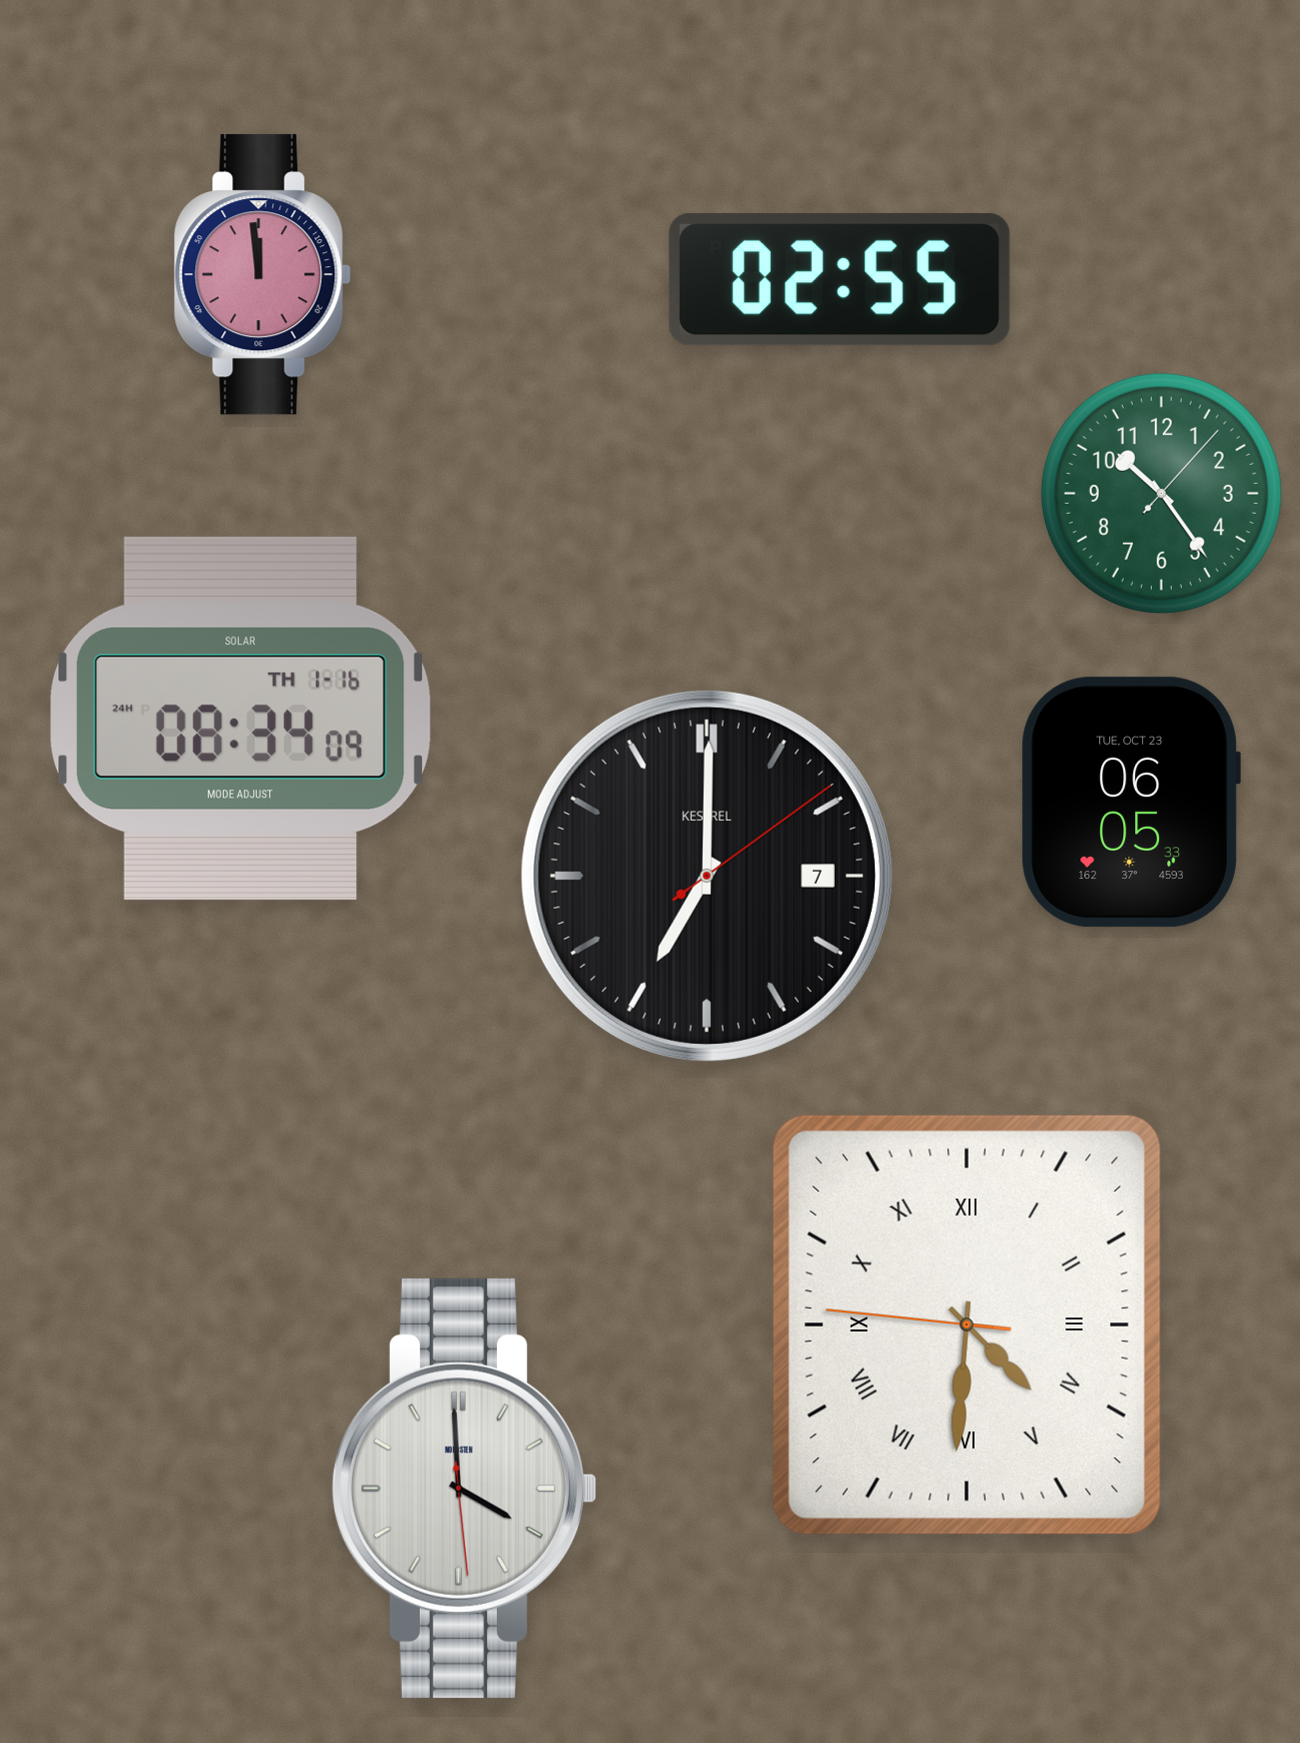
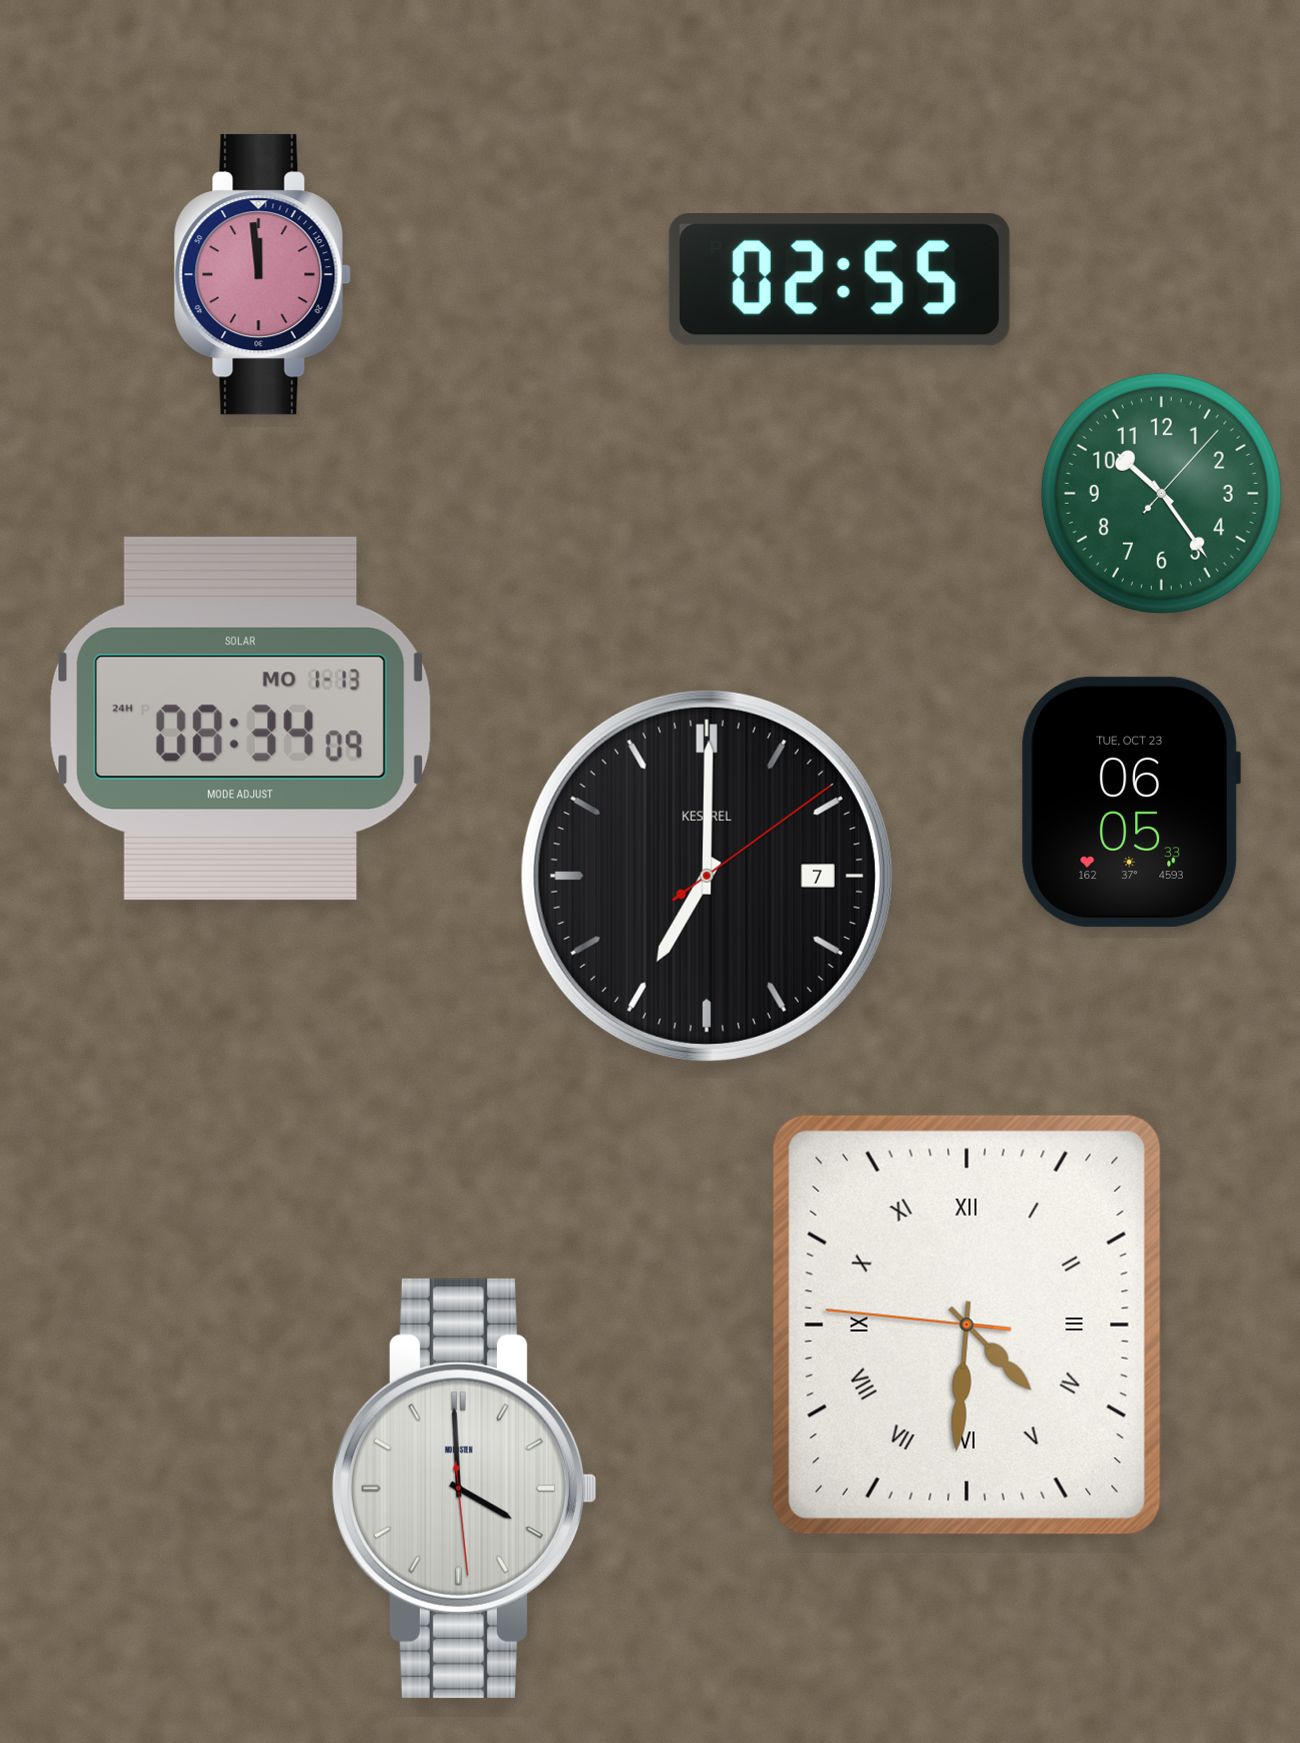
clock at (241, 718) date: TH 1-16 -> MO 1-13
